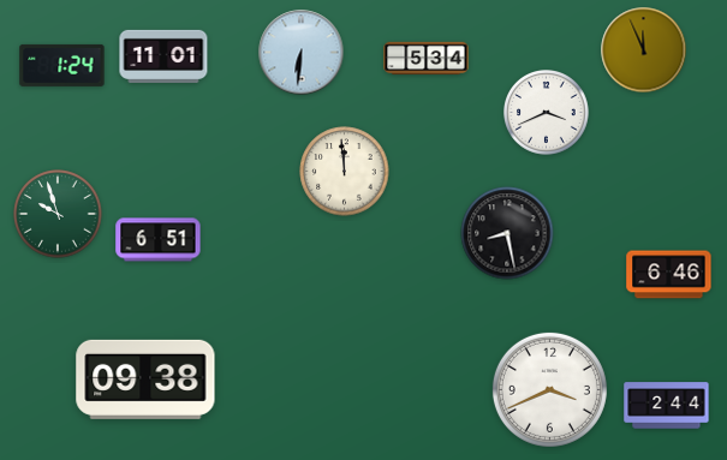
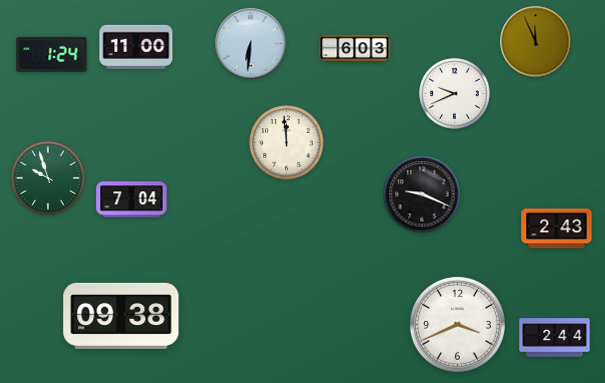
clock at (163, 56): 11:01 -> 11:00
clock at (427, 59): 5:34 -> 6:03
clock at (547, 113): 3:41 -> 9:41
clock at (507, 233): 8:28 -> 9:19
clock at (159, 240): 6:51 -> 7:04
clock at (669, 275): 6:46 -> 2:43
